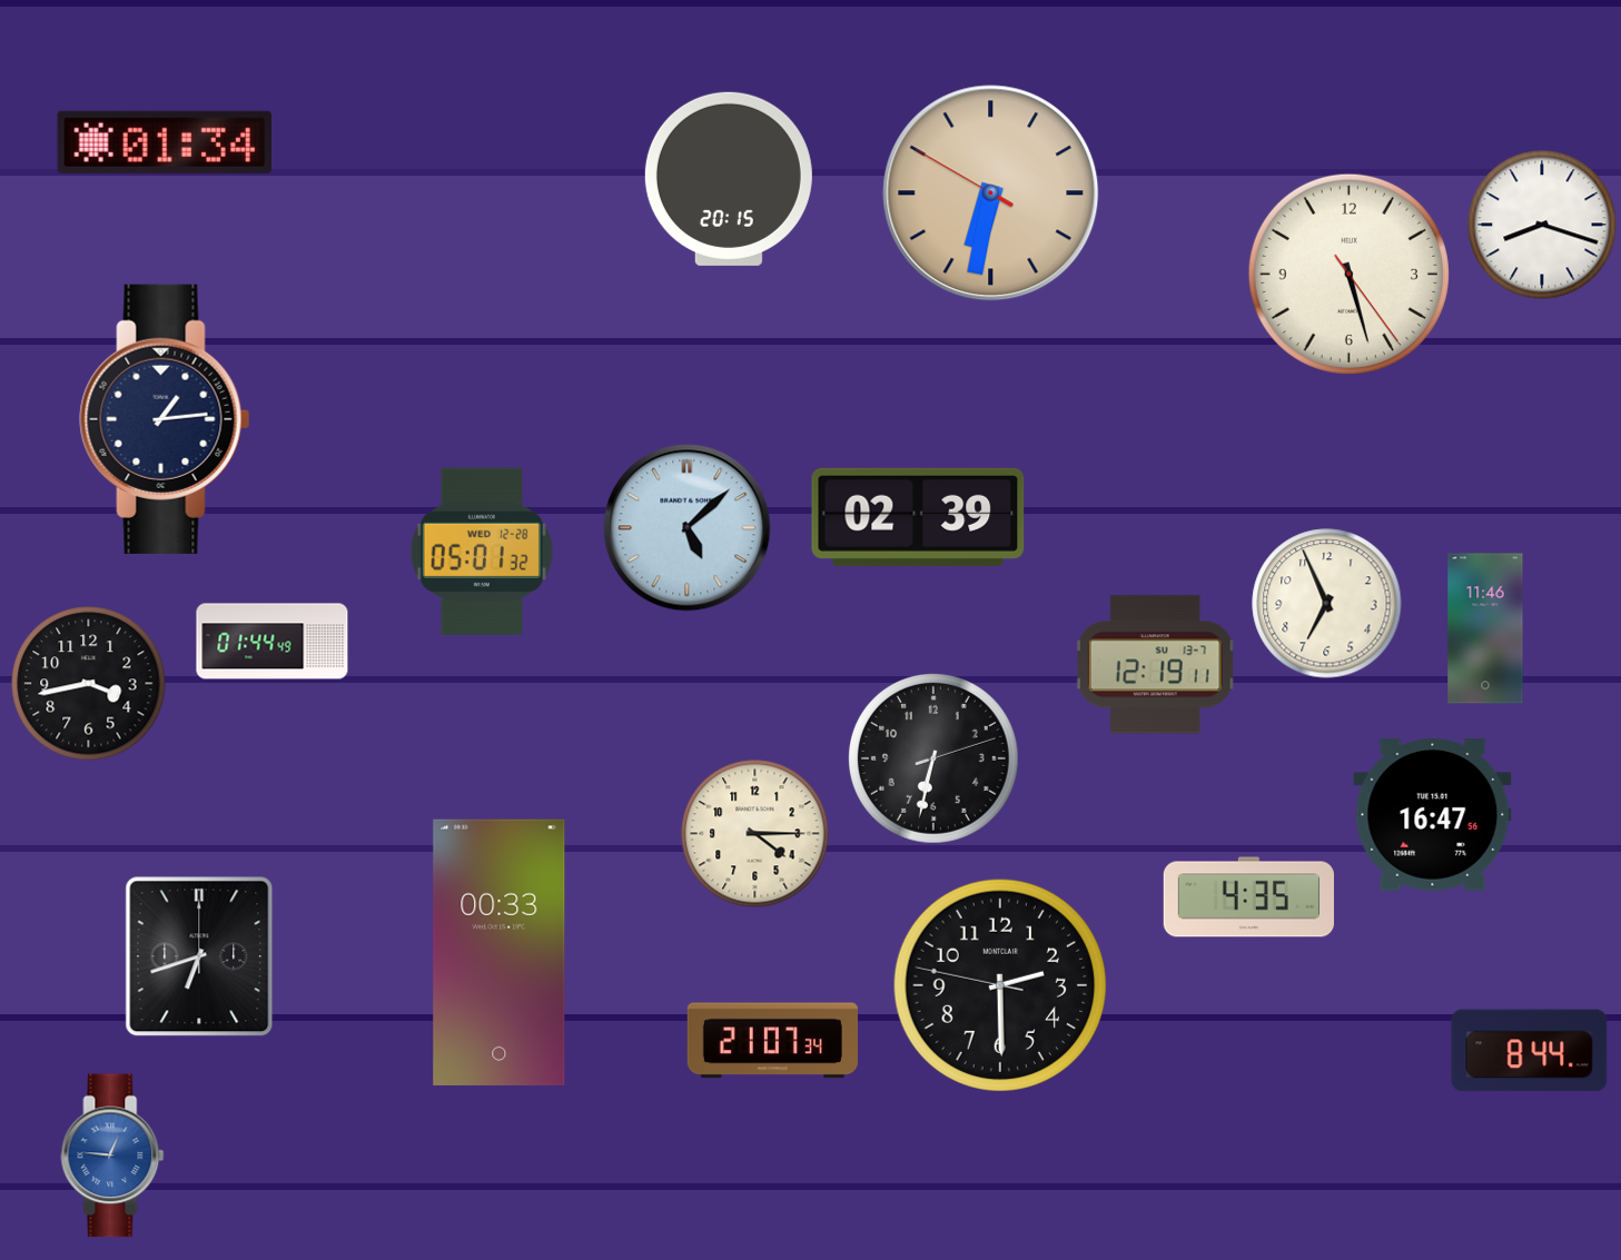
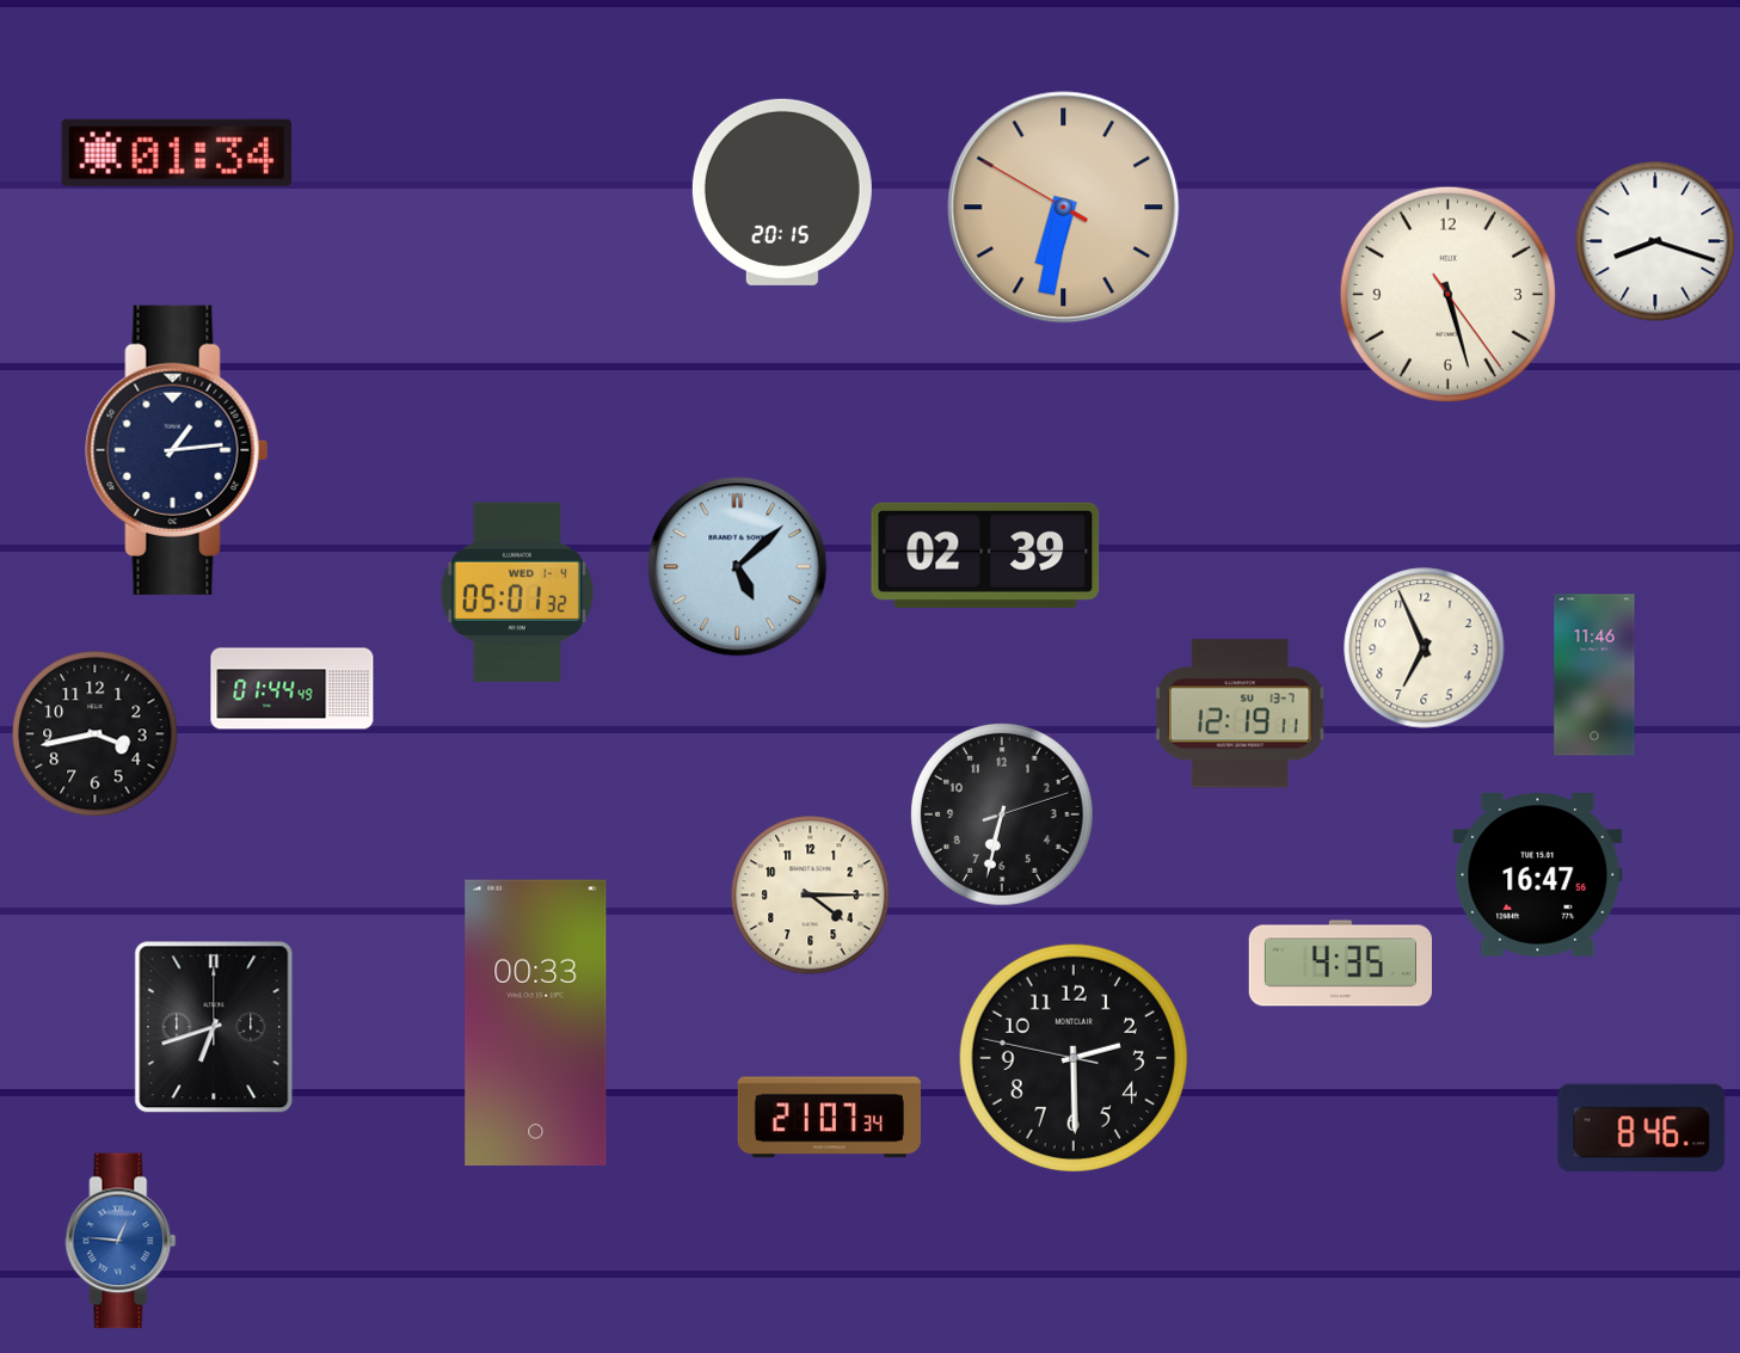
clock at (482, 552) date: WED 12-28 -> WED 1-4
clock at (1530, 1051): 8:44 -> 8:46
